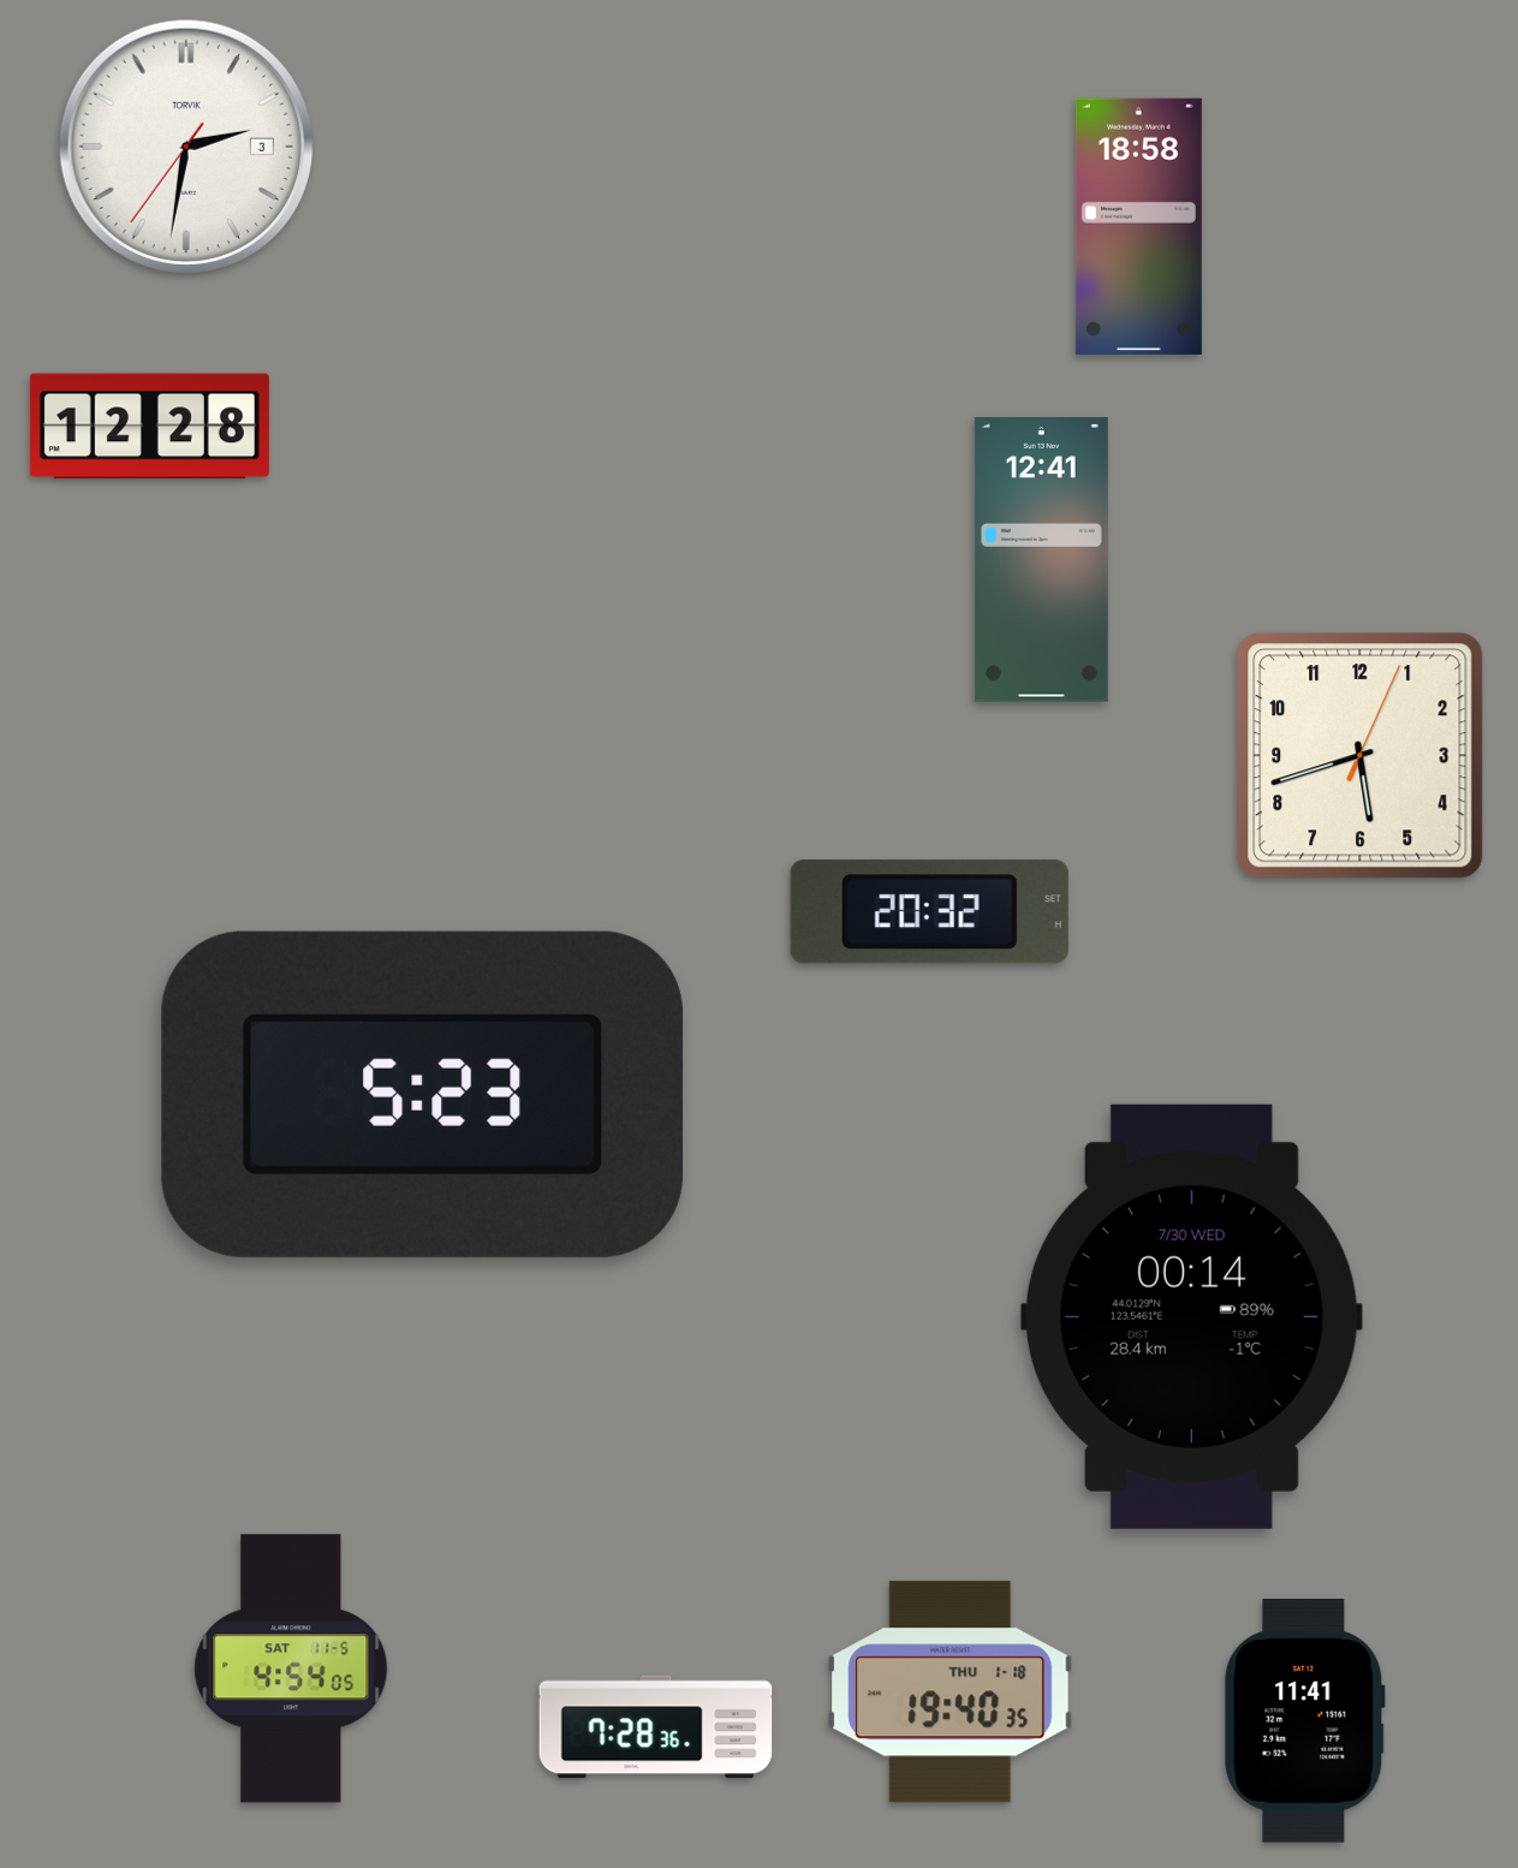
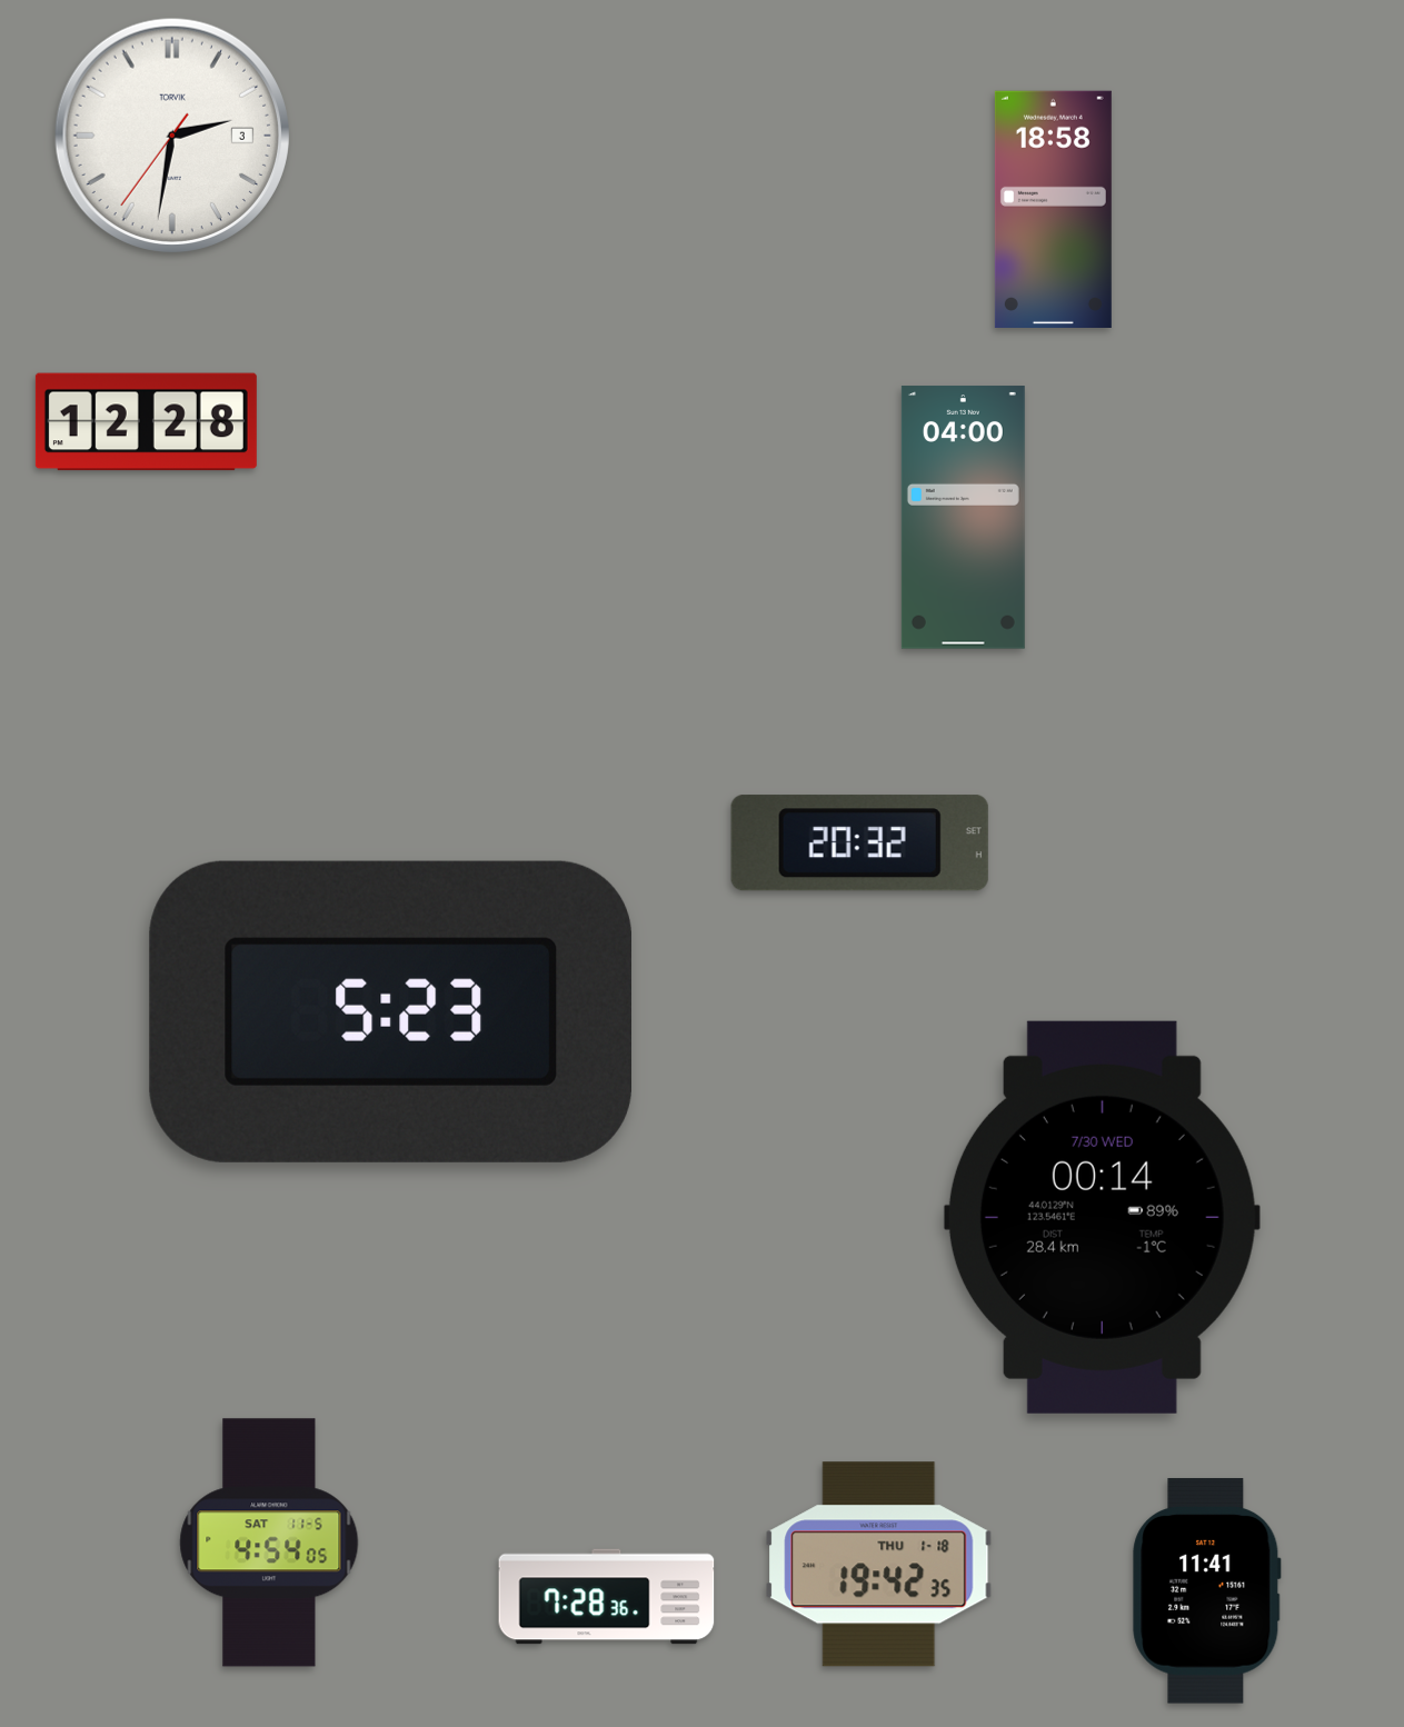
clock at (149, 427) position: (149, 427) -> (146, 422)
clock at (1041, 560): 12:41 -> 04:00
clock at (1361, 756): 5:42 -> none
clock at (951, 1692): 19:40 -> 19:42
